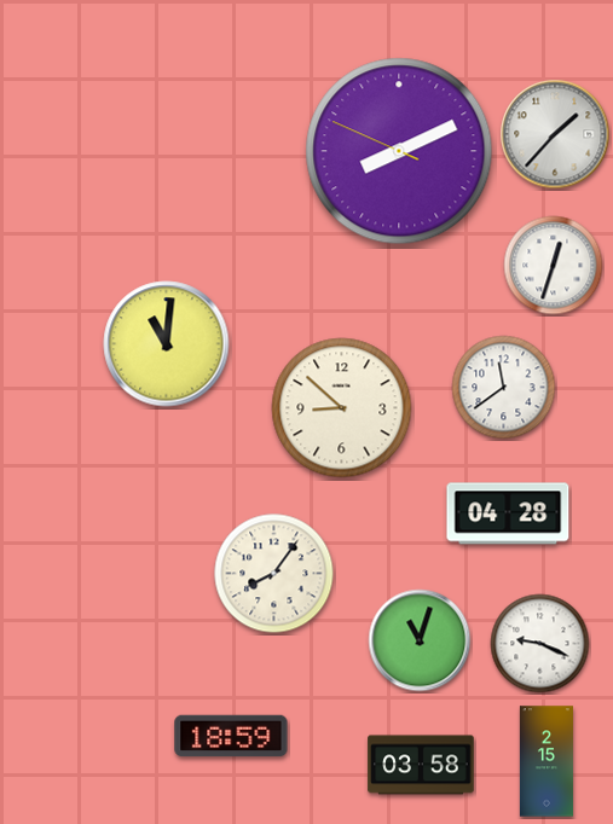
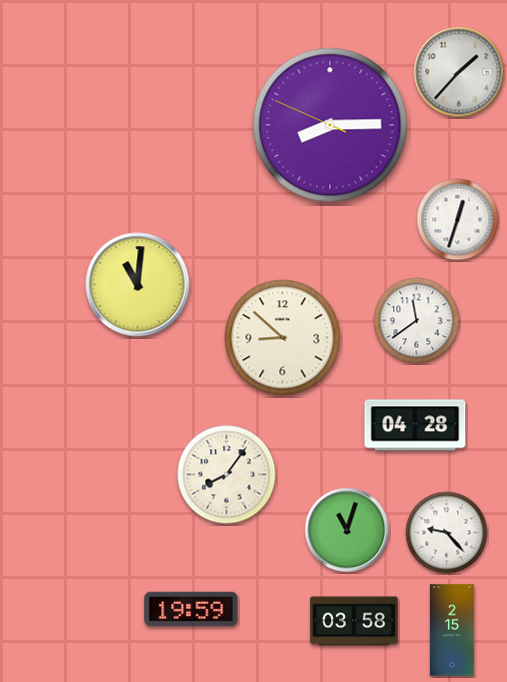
clock at (555, 134) position: (555, 134) -> (459, 72)
clock at (399, 151): 8:10 -> 8:14
clock at (508, 513) position: (508, 513) -> (415, 425)
clock at (540, 644): 9:19 -> 9:23
clock at (231, 736): 18:59 -> 19:59
clock at (421, 765) position: (421, 765) -> (354, 621)
